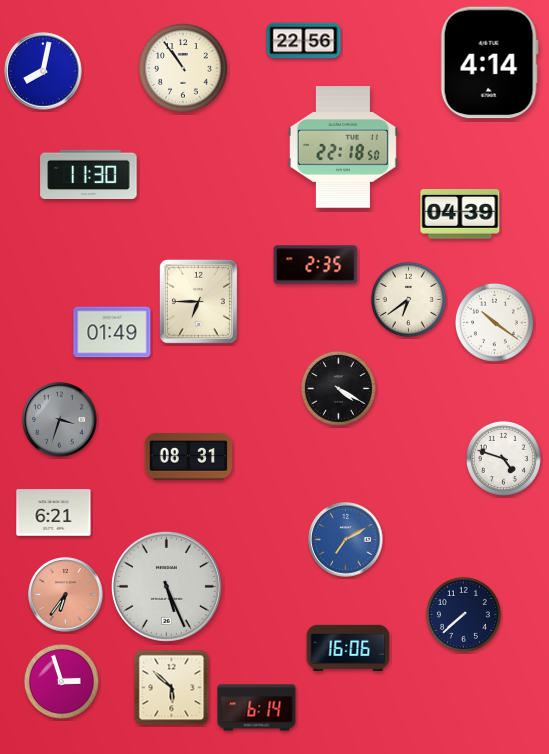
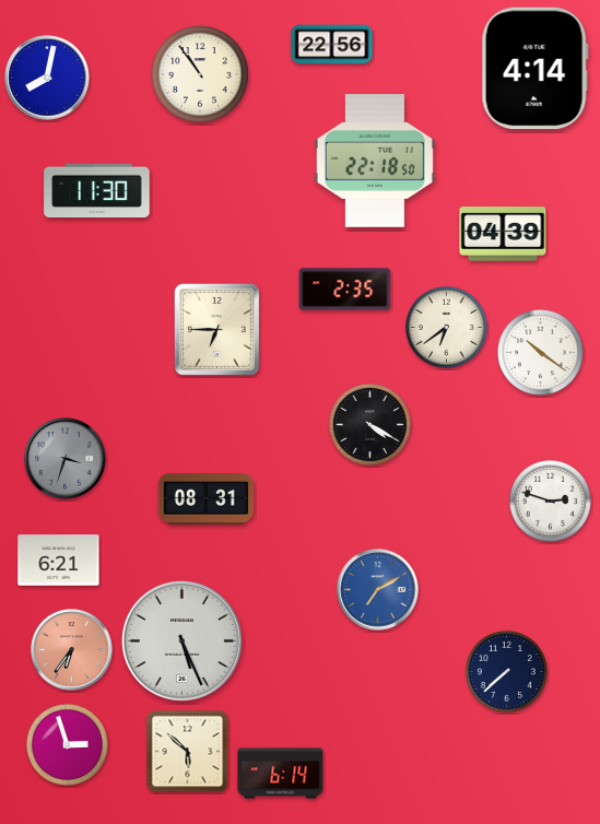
clock at (112, 332): 01:49 -> none
clock at (503, 458): 4:48 -> 2:48
clock at (348, 647): 16:06 -> none
